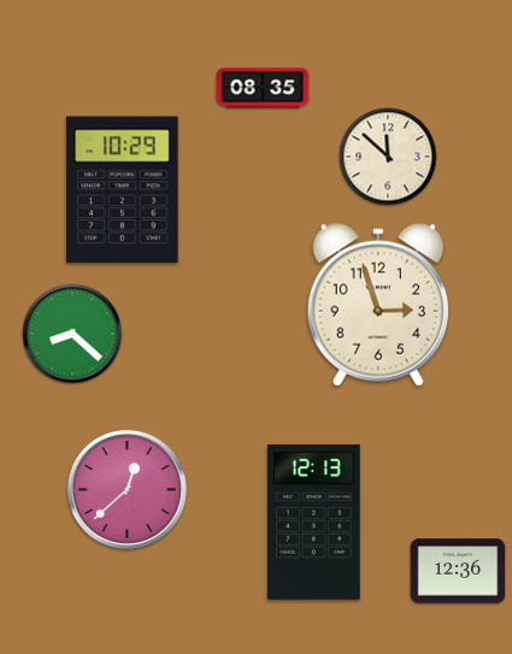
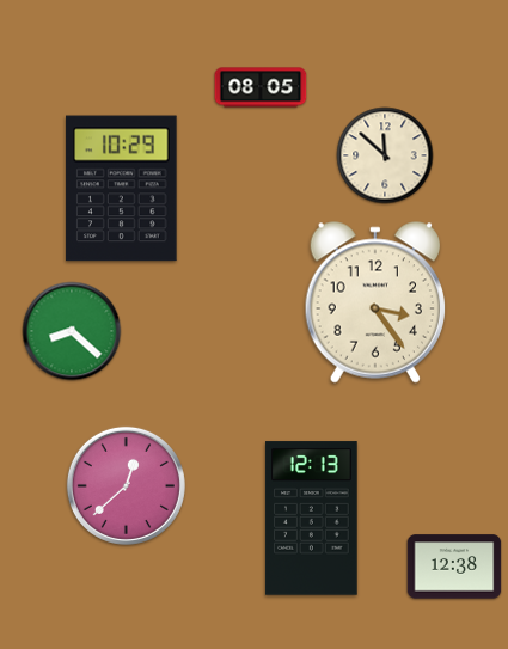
clock at (263, 88): 08:35 -> 08:05
clock at (377, 305): 2:57 -> 3:24
clock at (458, 571): 12:36 -> 12:38
